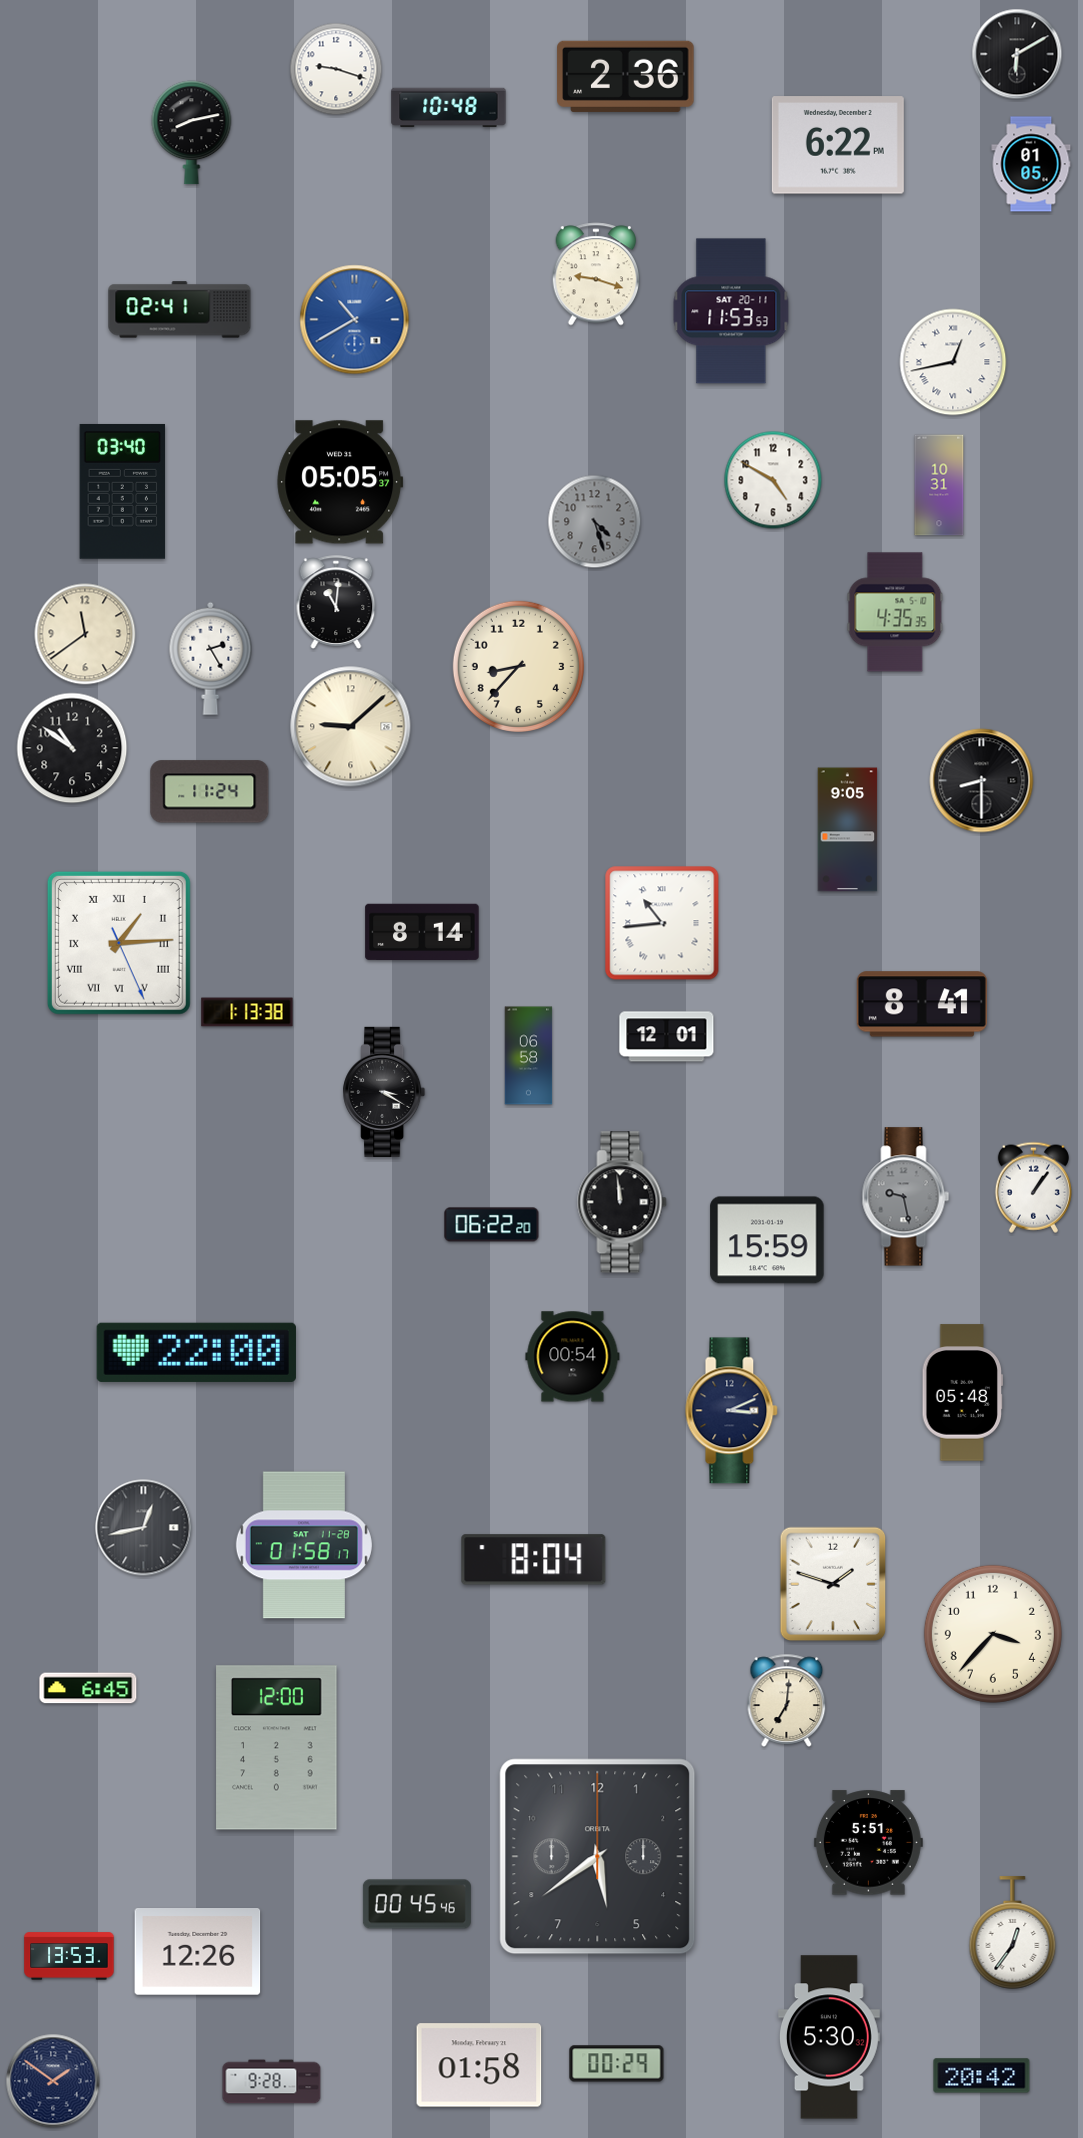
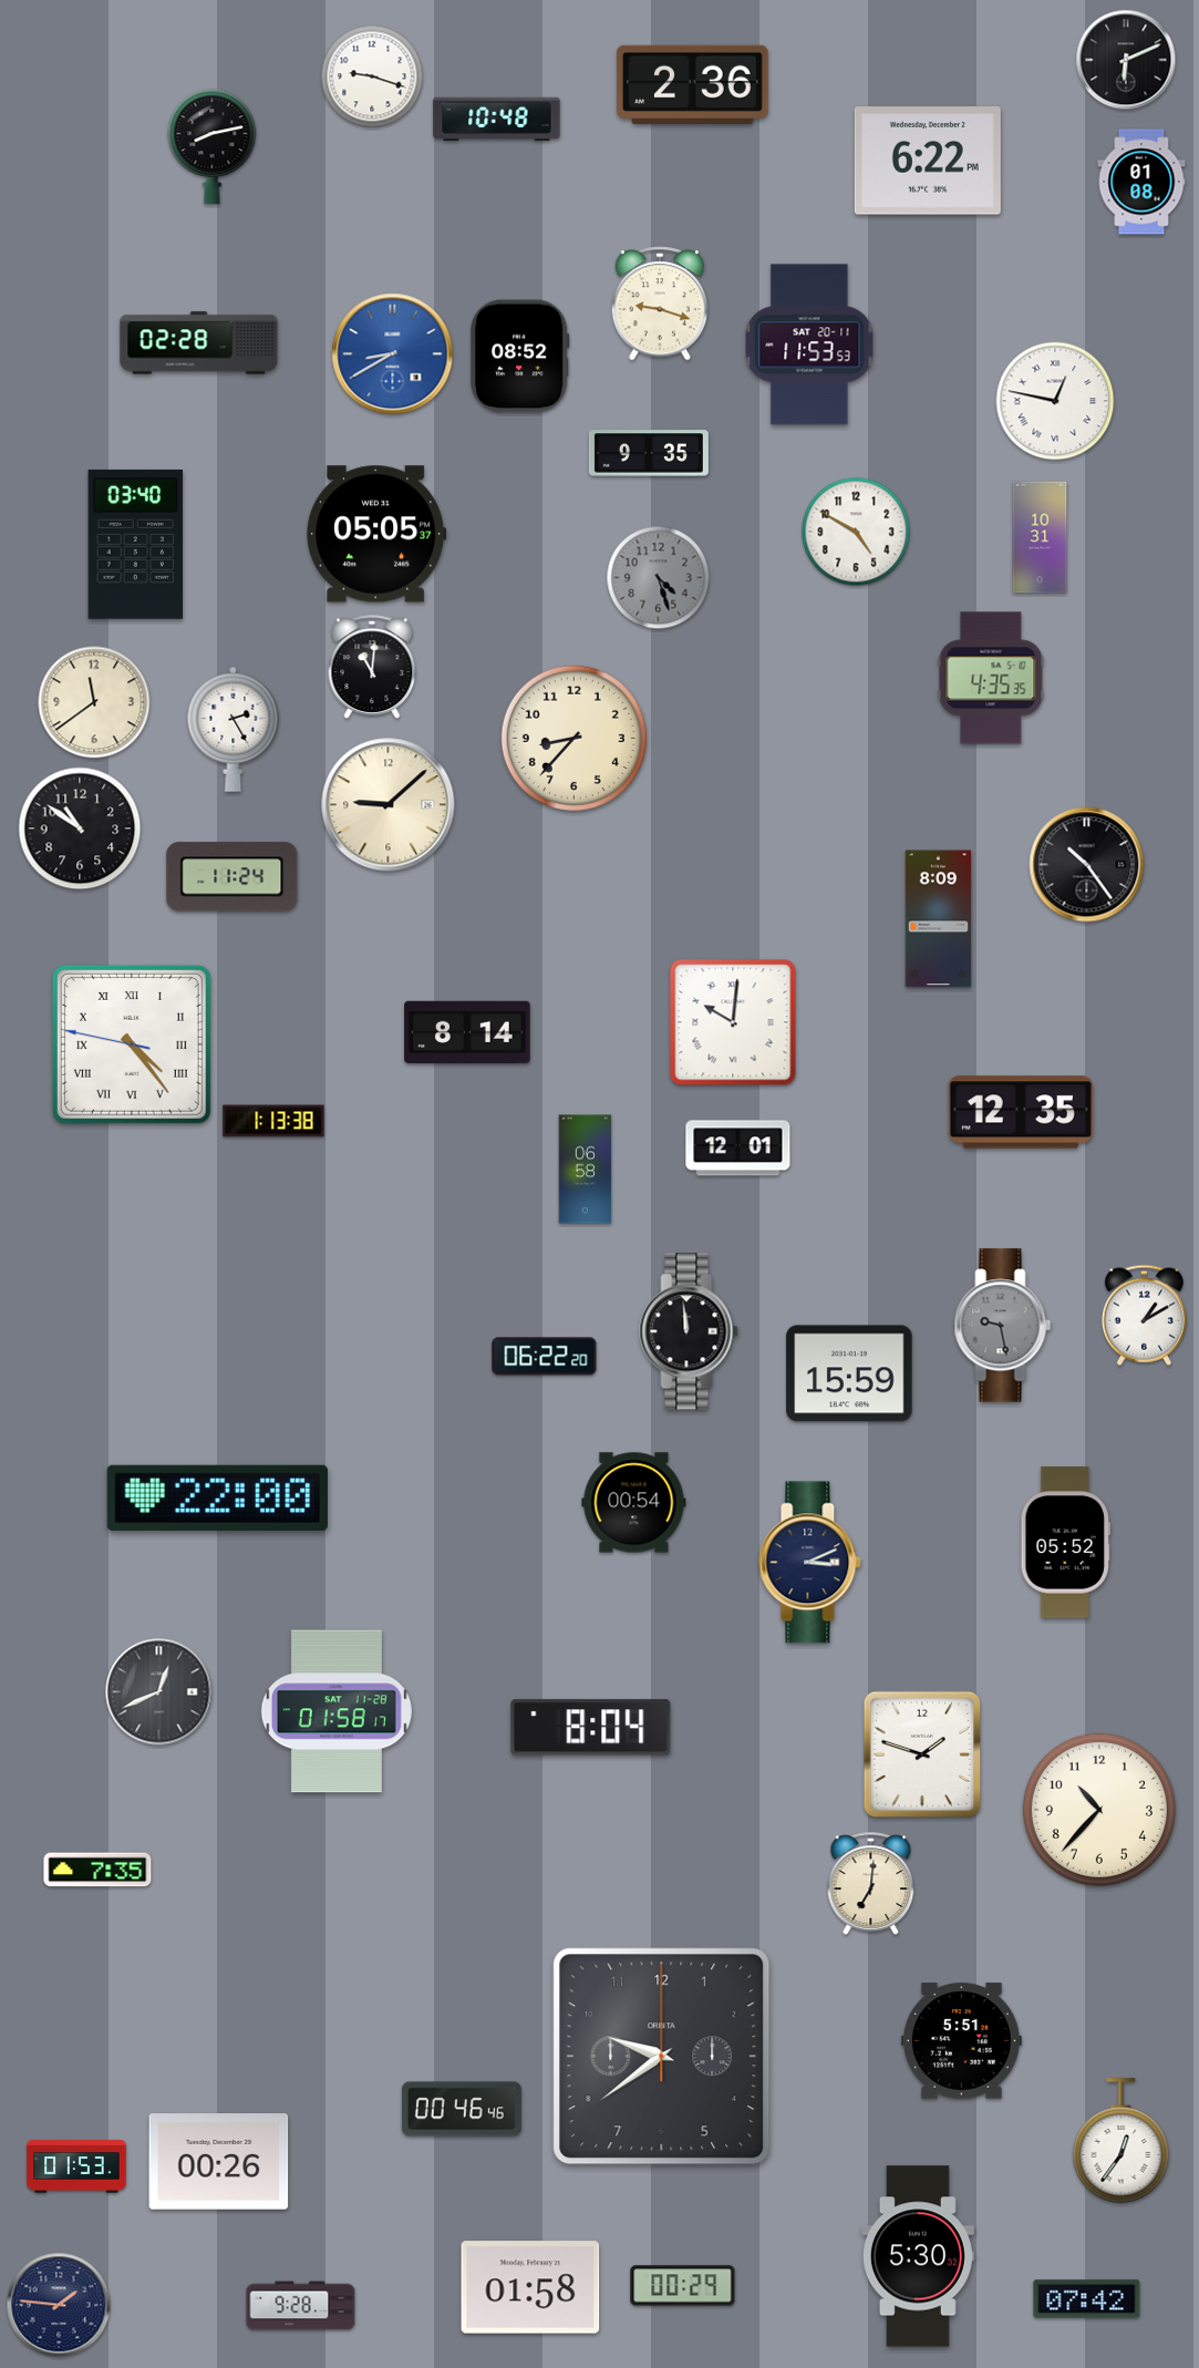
clock at (1017, 54): 6:10 -> 6:11
clock at (1031, 164): 01:05 -> 01:08
clock at (180, 310): 02:41 -> 02:28
clock at (355, 320): 10:40 -> 8:40
clock at (520, 357): none -> 08:52
clock at (953, 362): 12:43 -> 12:47
clock at (649, 453): none -> 9:35
clock at (982, 781): 8:30 -> 10:24
clock at (848, 830): 9:05 -> 8:09
clock at (662, 923): 10:44 -> 10:01
clock at (119, 943): 1:14 -> 4:23
clock at (922, 1004): 8:41 -> 12:35
clock at (384, 1092): 3:20 -> none
clock at (1033, 1187): 1:06 -> 1:10
clock at (962, 1393): 05:48 -> 05:52
clock at (144, 1528): 12:43 -> 12:41
clock at (993, 1634): 3:37 -> 10:37
clock at (88, 1688): 6:45 -> 7:35
clock at (277, 1748): 12:00 -> none
clock at (598, 1857): 5:39 -> 9:39
clock at (417, 1904): 00:45 -> 00:46
clock at (198, 1952): 12:26 -> 00:26
clock at (69, 1956): 13:53 -> 01:53
clock at (982, 2076): 20:42 -> 07:42
clock at (53, 2081): 1:51 -> 1:46
